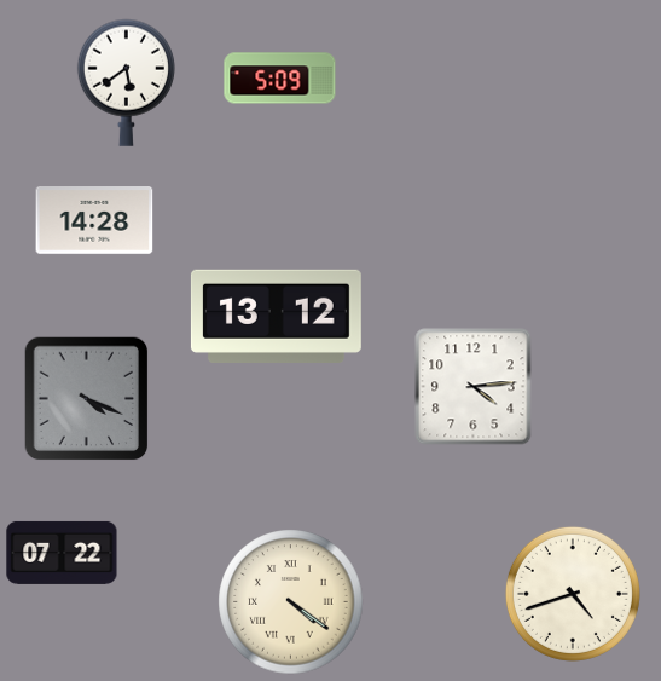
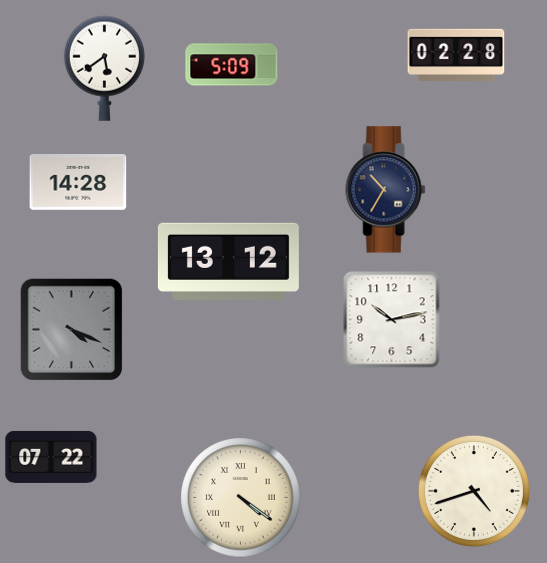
clock at (456, 54): none -> 02:28
clock at (386, 190): none -> 10:35
clock at (474, 387): 4:14 -> 10:13
